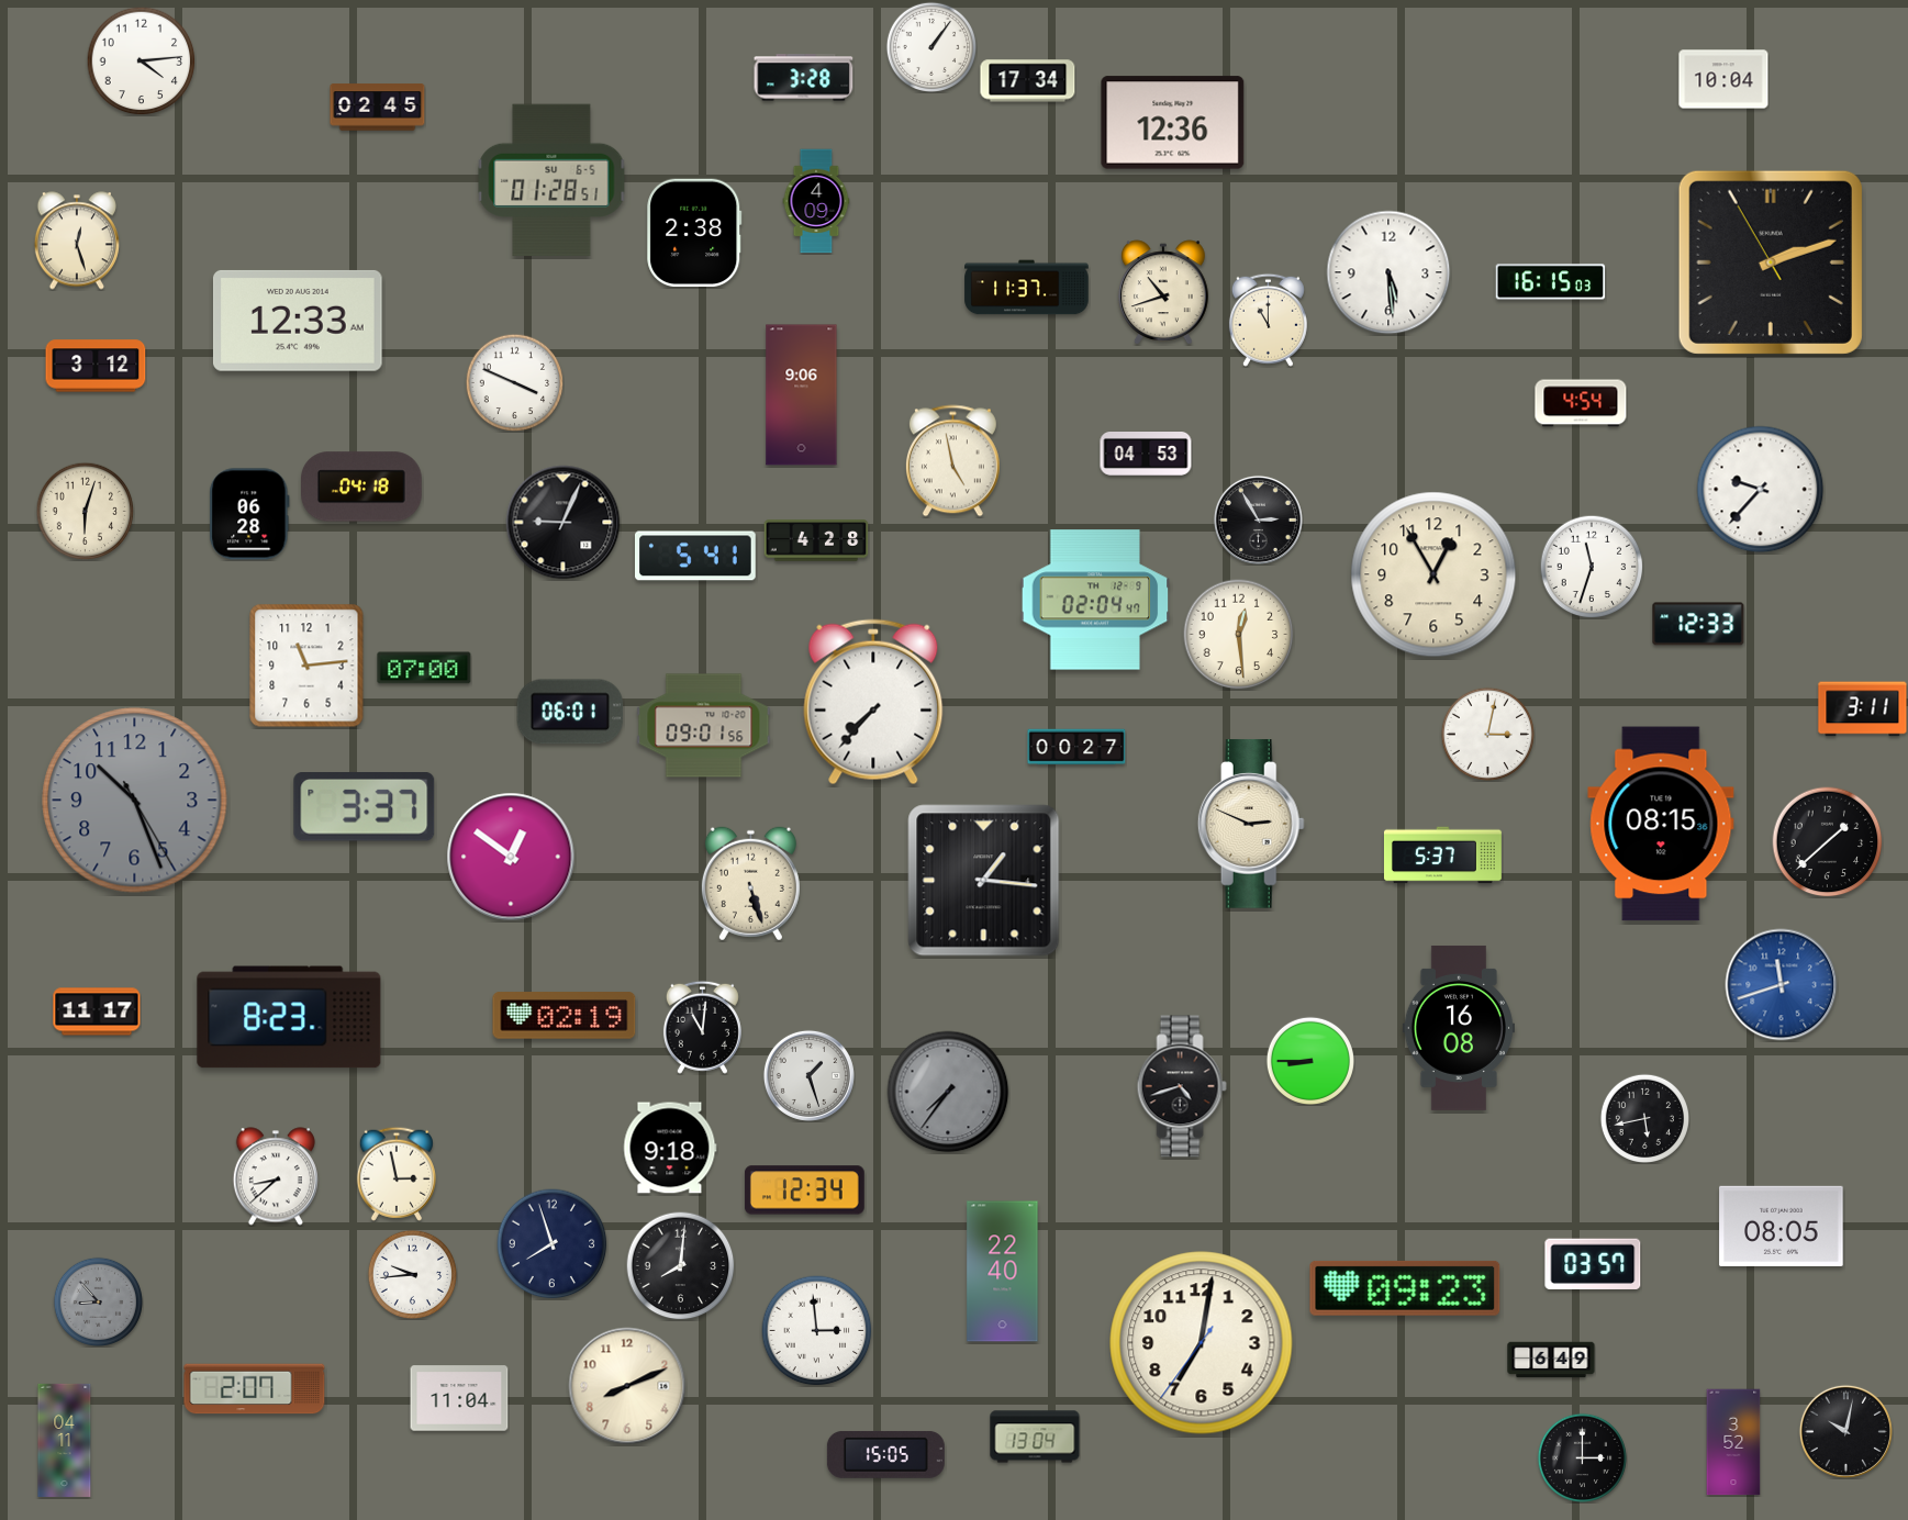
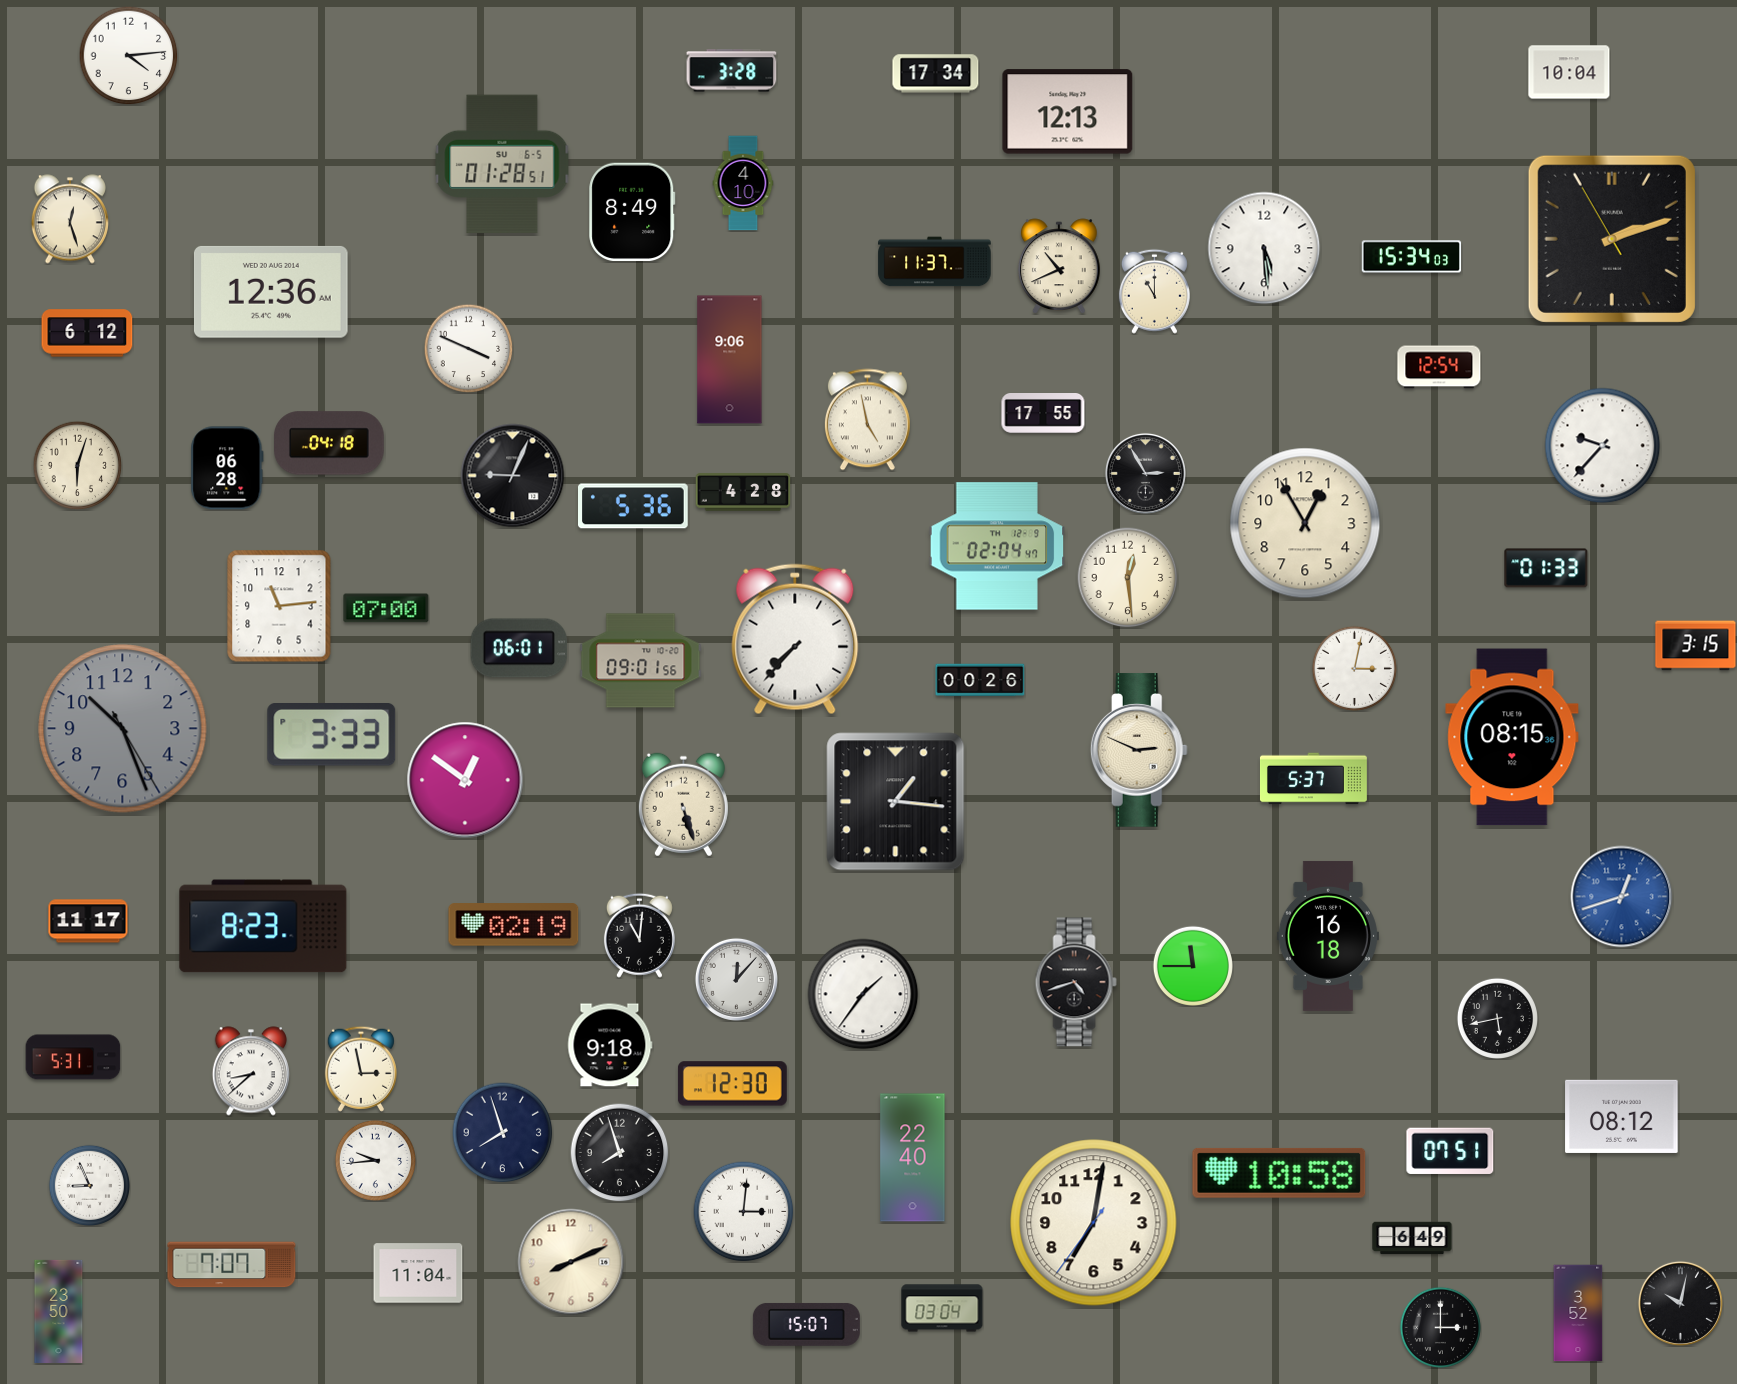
clock at (930, 46): 1:06 -> none
clock at (378, 108): 02:45 -> none
clock at (1173, 123): 12:36 -> 12:13
clock at (816, 201): 4:09 -> 4:10
clock at (694, 233): 2:38 -> 8:49
clock at (1551, 282): 16:15 -> 15:34
clock at (1163, 292): 10:42 -> 10:41
clock at (298, 321): 12:33 -> 12:36
clock at (96, 366): 3:12 -> 6:12
clock at (1581, 403): 4:54 -> 12:54
clock at (1146, 455): 04:53 -> 17:55
clock at (696, 556): 5:41 -> 5:36
clock at (1592, 567): 11:33 -> none
clock at (1698, 624): 12:33 -> 01:33
clock at (1863, 709): 3:11 -> 3:15
clock at (1076, 747): 00:27 -> 00:26
clock at (365, 807): 3:37 -> 3:33
clock at (1661, 824) position: (1661, 824) -> (1512, 737)
clock at (1828, 842): 1:38 -> none
clock at (1782, 985): 11:42 -> 12:42
clock at (1459, 1028): 16:08 -> 16:18
clock at (1309, 1060): 8:45 -> 11:45
clock at (808, 1075): 1:27 -> 12:07
clock at (1182, 1086) position: (1182, 1086) -> (1076, 982)
clock at (948, 1092): 7:36 -> 1:36
clock at (948, 1092) dial: grey -> white
clock at (73, 1057): none -> 5:31
clock at (804, 1191): 12:34 -> 12:30
clock at (1782, 1226): 08:05 -> 08:12
clock at (1593, 1264): 03:57 -> 07:51
clock at (681, 1266): 8:01 -> 7:57
clock at (1405, 1288): 09:23 -> 10:58
clock at (98, 1301): 8:53 -> 8:56
clock at (98, 1301) dial: grey -> white
clock at (817, 1331): 2:59 -> 3:01
clock at (255, 1389): 2:07 -> 7:07
clock at (1035, 1437): 13:04 -> 03:04
clock at (65, 1440): 04:11 -> 23:50
clock at (885, 1454): 15:05 -> 15:07
